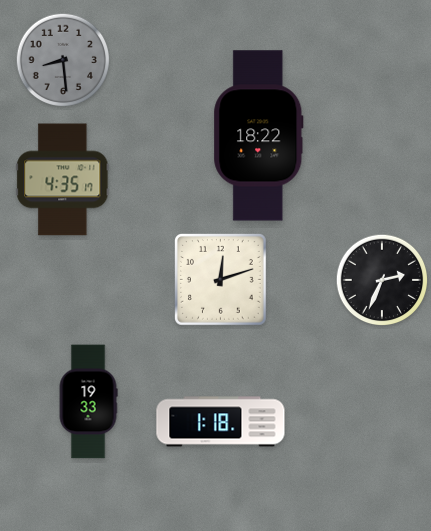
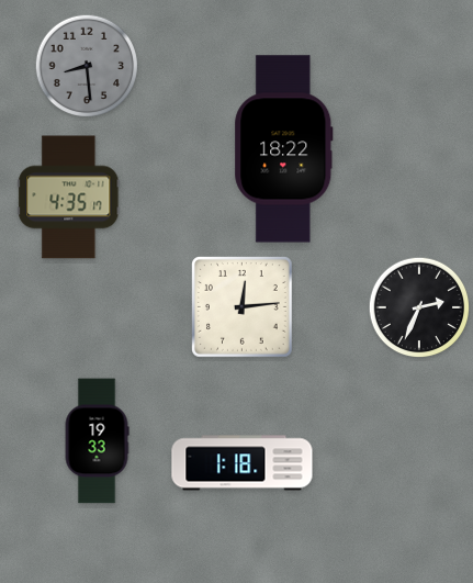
clock at (62, 59) position: (62, 59) -> (86, 65)
clock at (221, 280): 12:12 -> 12:14
